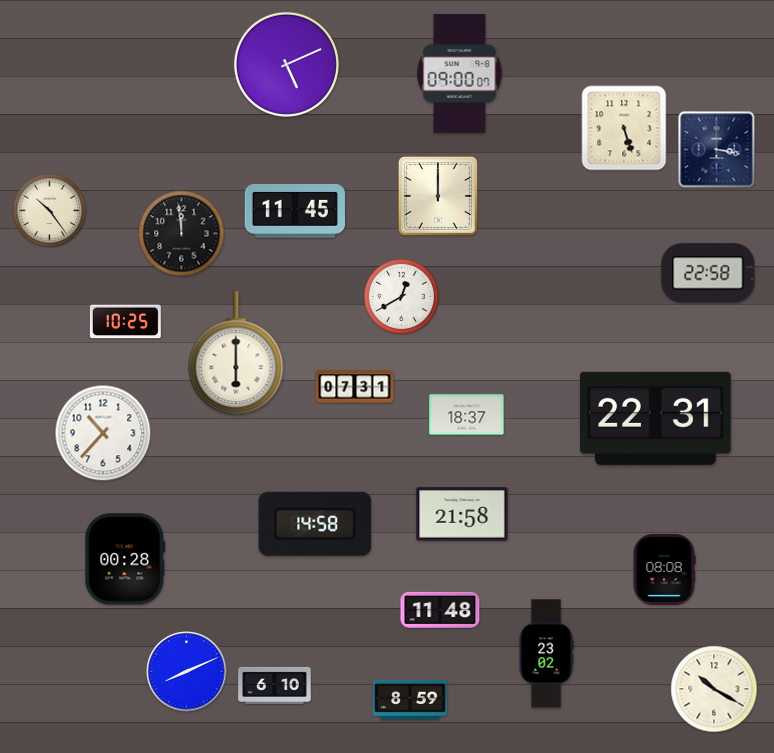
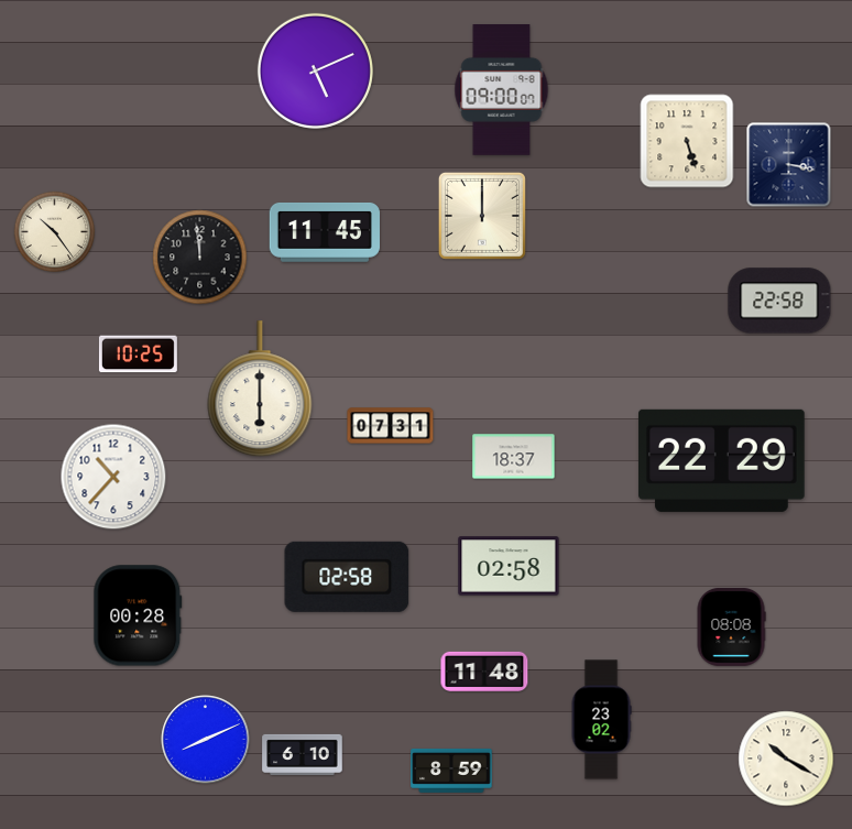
clock at (460, 74) position: (460, 74) -> (502, 90)
clock at (401, 296): 12:40 -> none
clock at (656, 418): 22:31 -> 22:29
clock at (462, 514): 21:58 -> 02:58
clock at (315, 524): 14:58 -> 02:58
